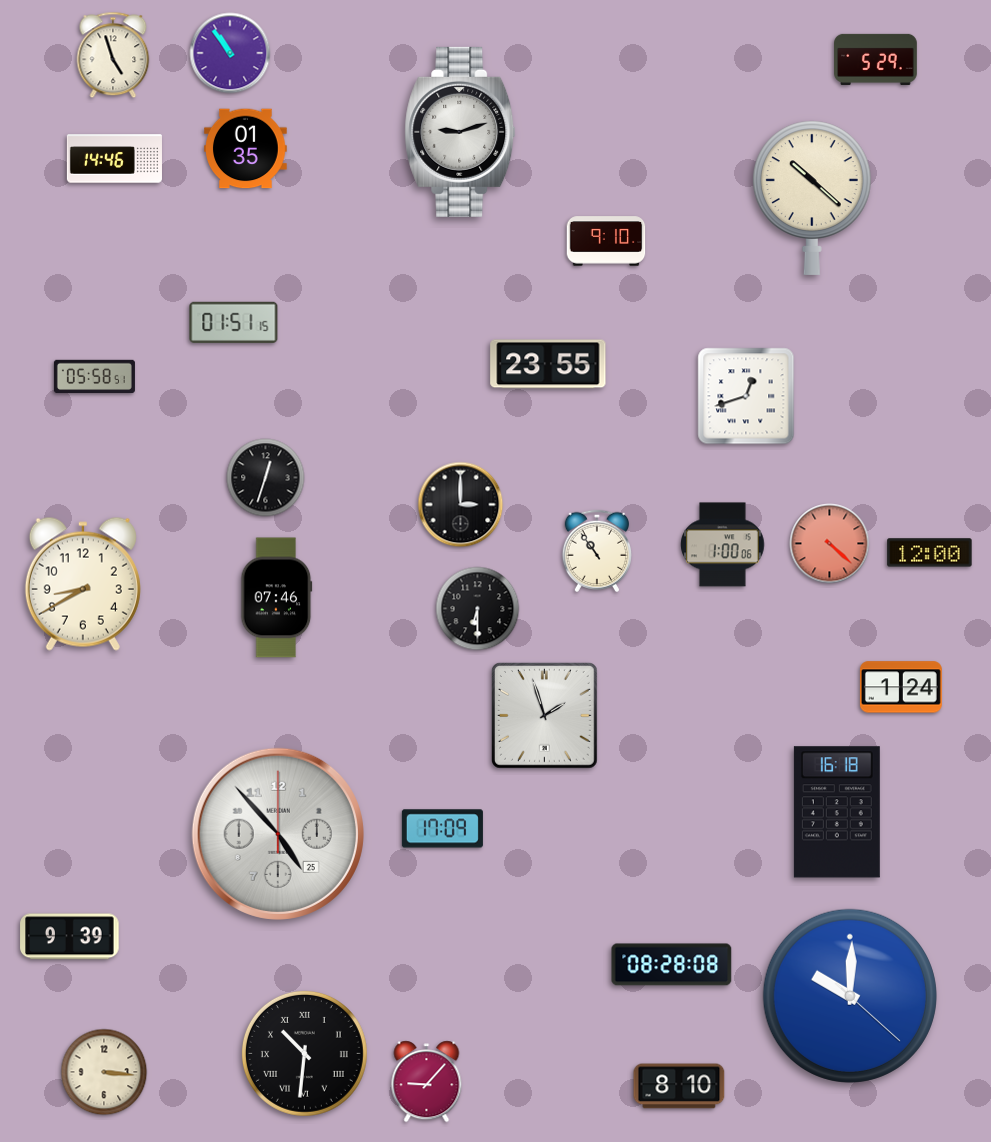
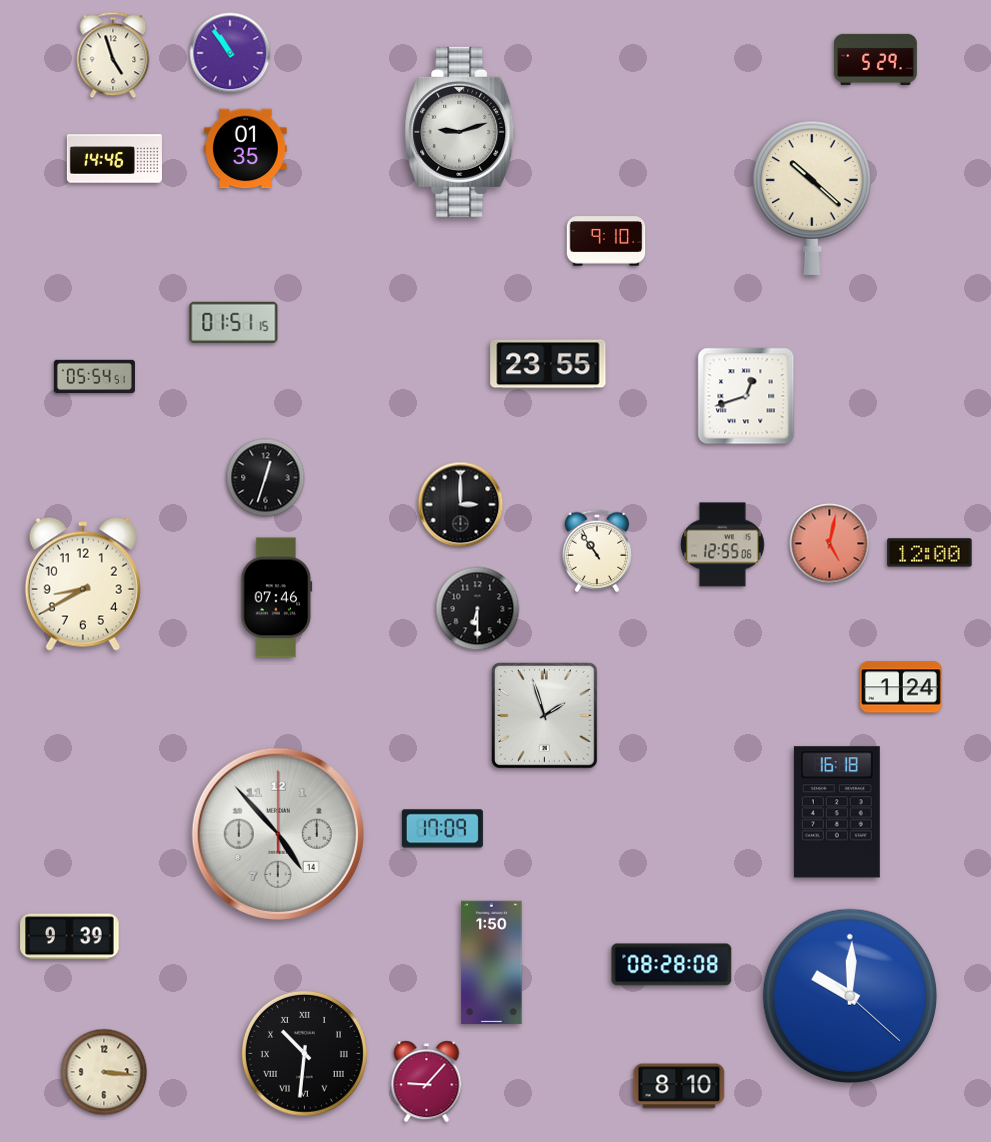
clock at (94, 377): 05:58 -> 05:54
clock at (830, 544): 4:22 -> 5:02
clock at (723, 545): 1:00 -> 12:55
clock at (278, 834) date: 25 -> 14
clock at (492, 963): none -> 1:50
